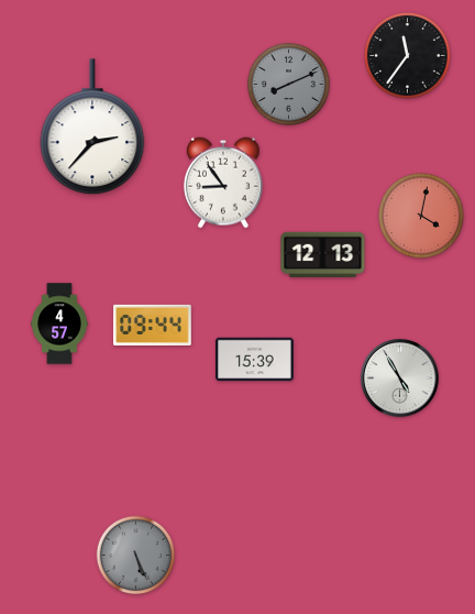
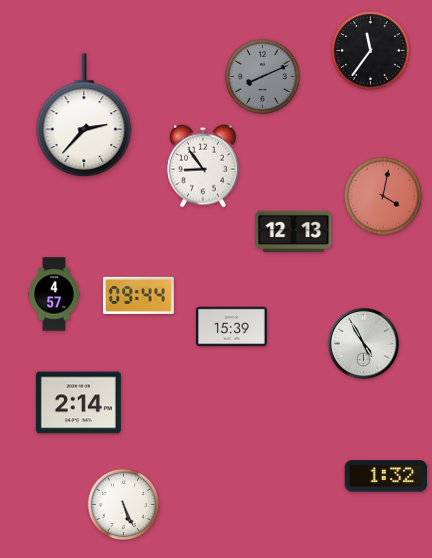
clock at (78, 403): none -> 2:14
clock at (386, 476): none -> 1:32
clock at (136, 556) dial: grey -> white
